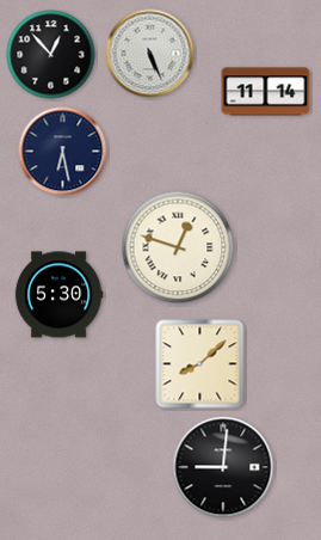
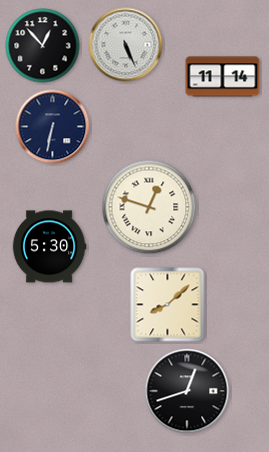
clock at (63, 152): 6:28 -> 6:32
clock at (223, 467): 9:01 -> 12:42
